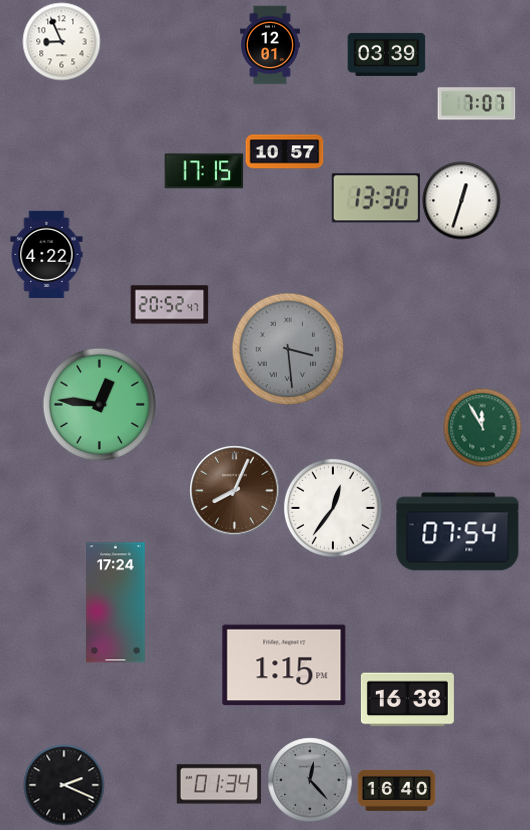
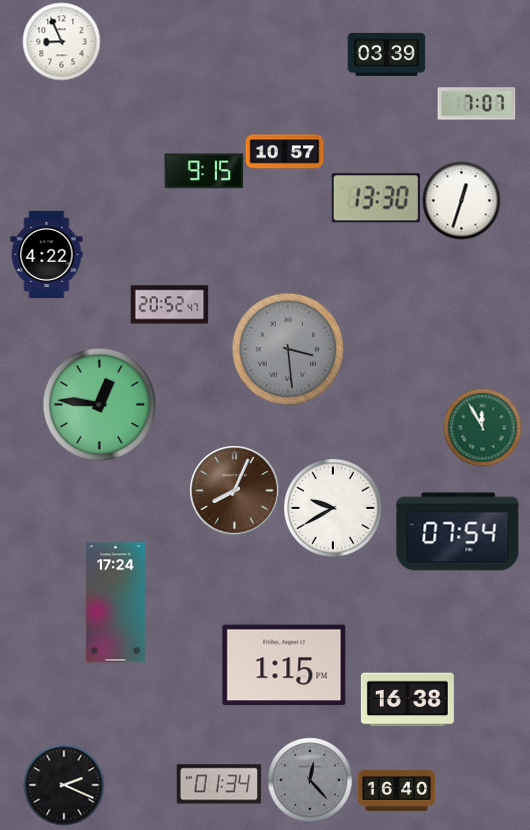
clock at (270, 45): 12:01 -> none
clock at (204, 171): 17:15 -> 9:15
clock at (333, 508): 12:36 -> 9:40
